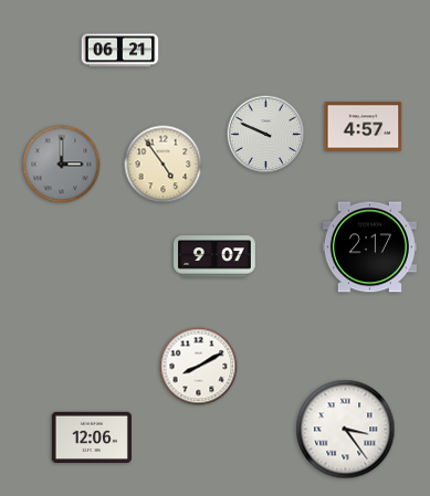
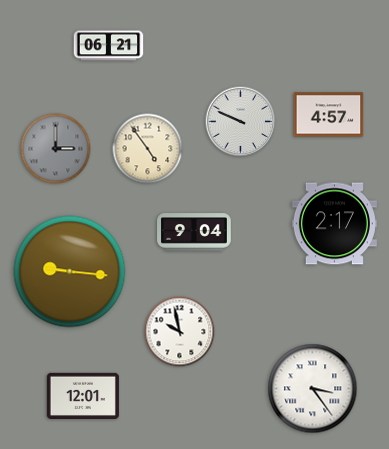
clock at (214, 256): 9:07 -> 9:04
clock at (70, 272): none -> 9:16
clock at (199, 367): 8:10 -> 9:58
clock at (92, 436): 12:06 -> 12:01
